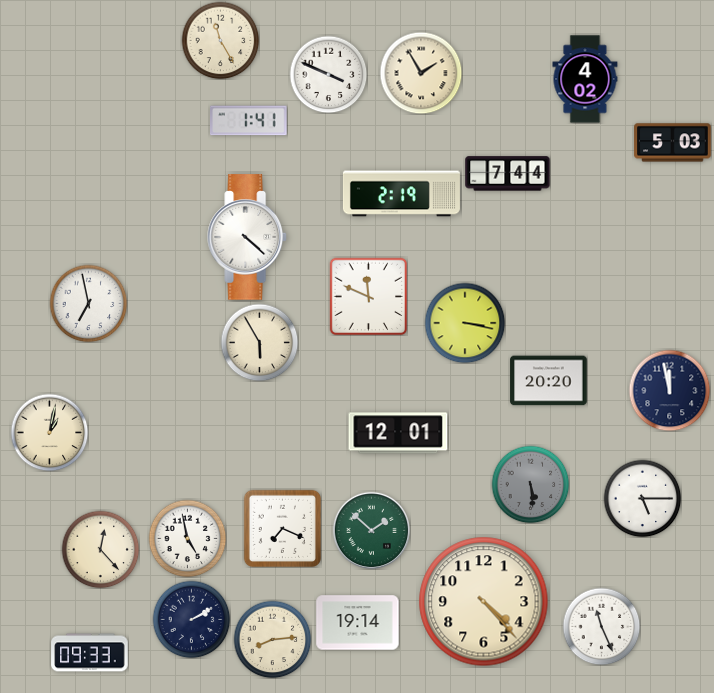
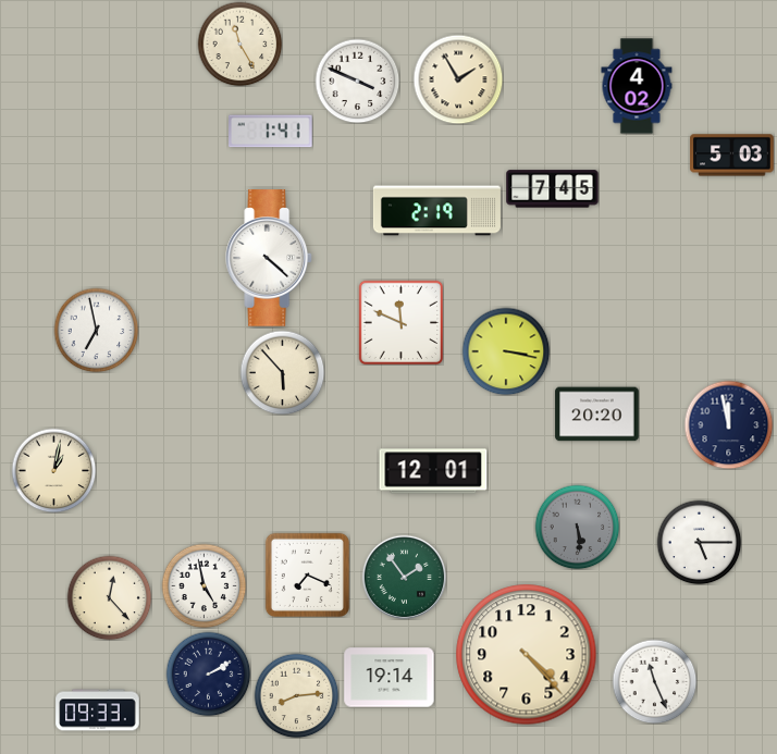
clock at (508, 174): 7:44 -> 7:45
clock at (259, 342): 5:55 -> 5:53
clock at (371, 530): 1:52 -> 1:54
